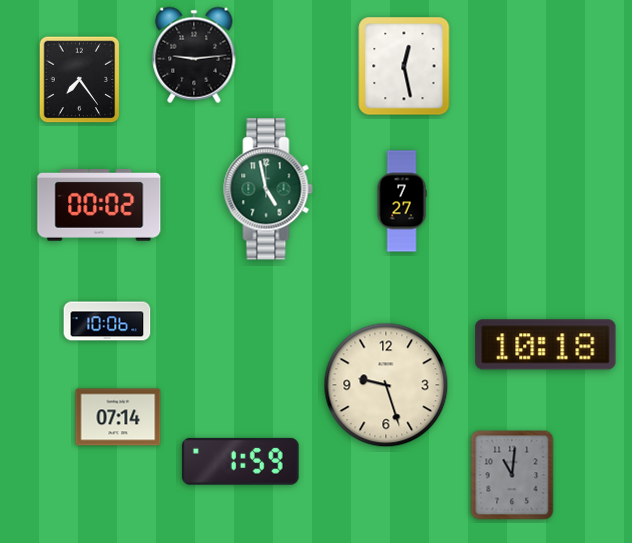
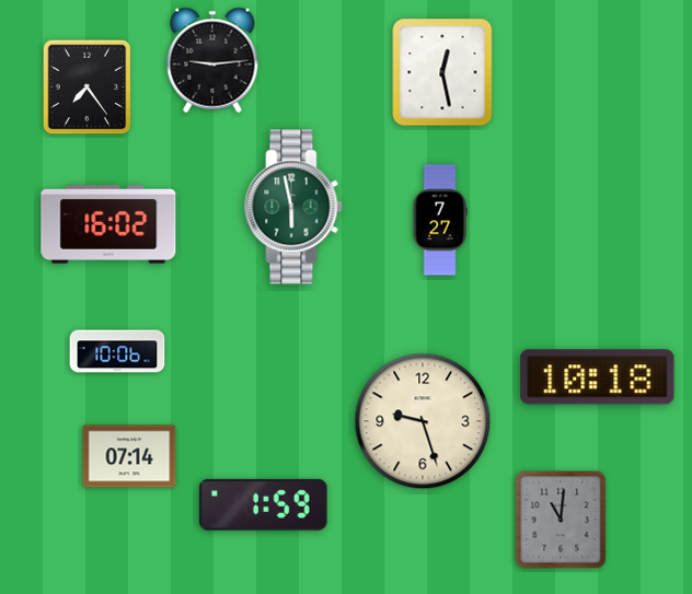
clock at (268, 189): 4:58 -> 5:58
clock at (99, 206): 00:02 -> 16:02
